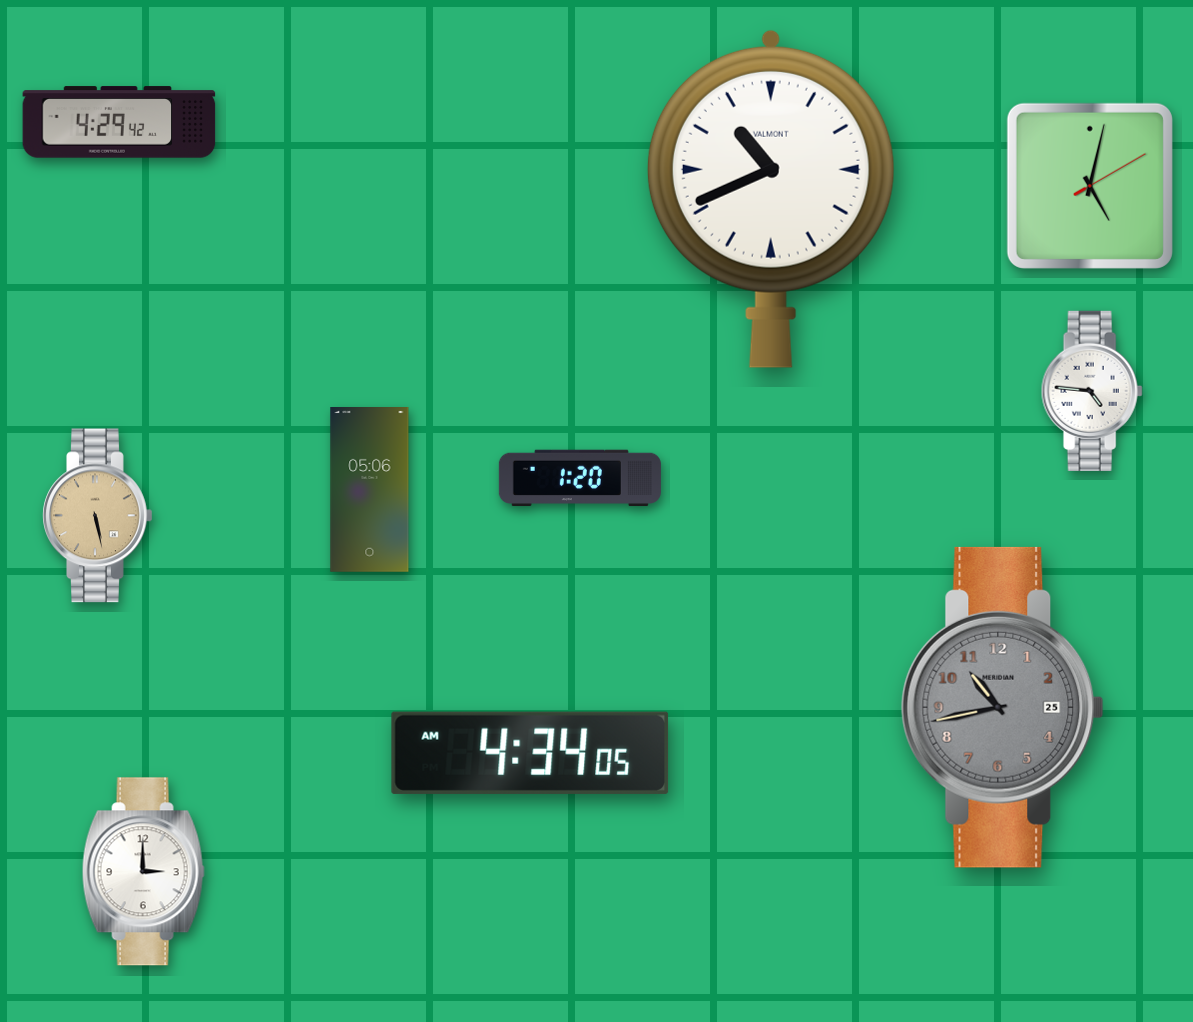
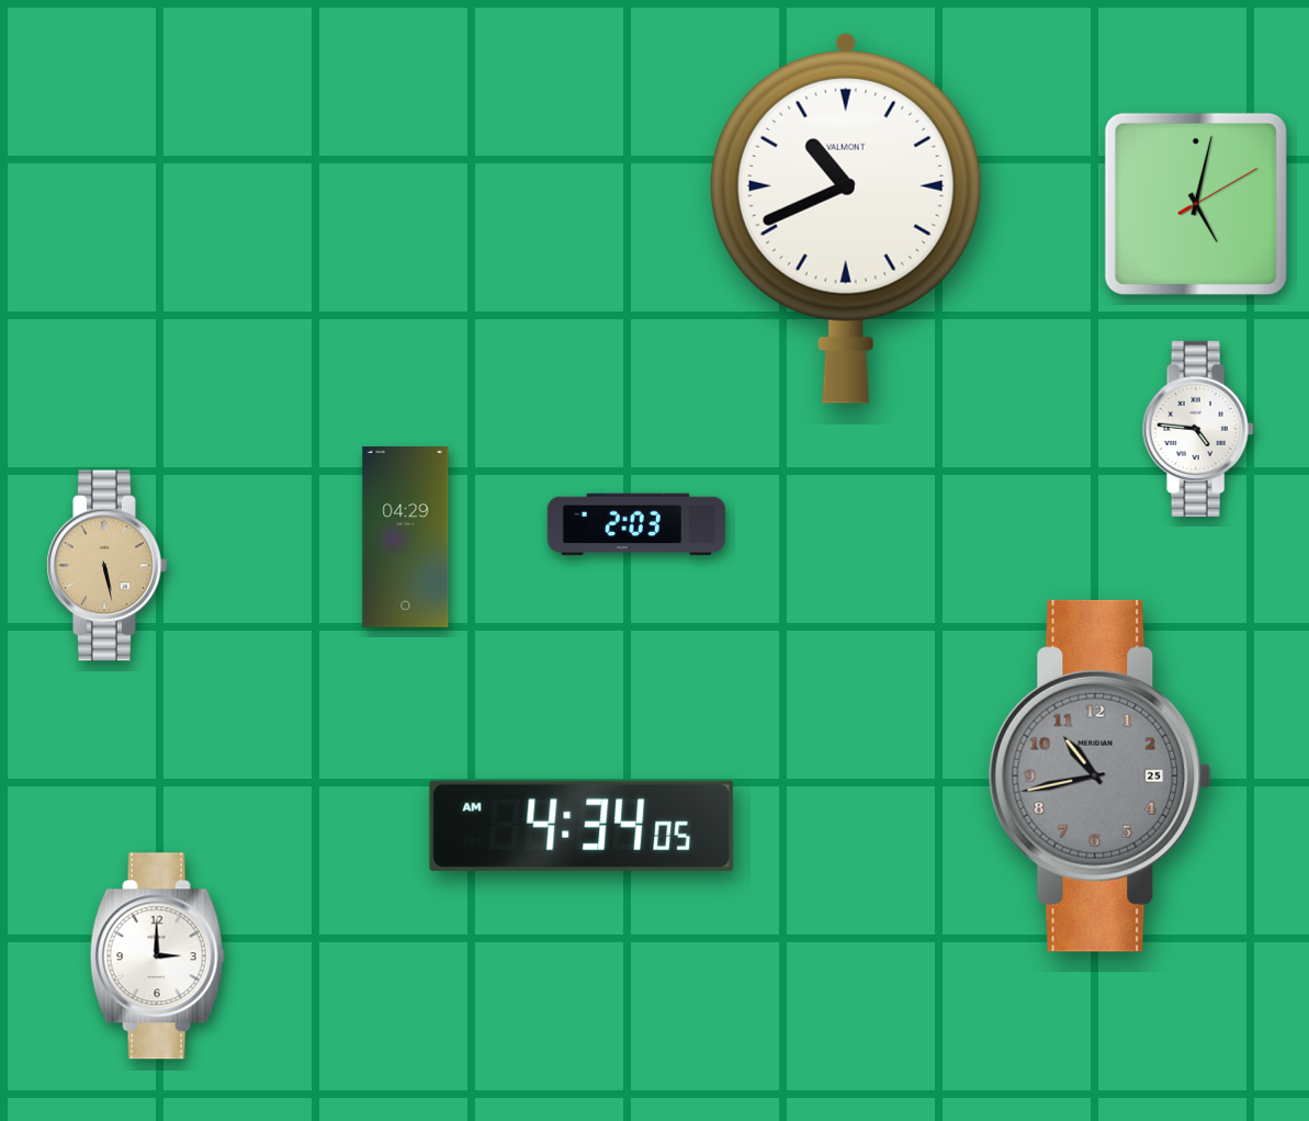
clock at (119, 122): 4:29 -> none
clock at (580, 478): 1:20 -> 2:03
clock at (370, 490): 05:06 -> 04:29
